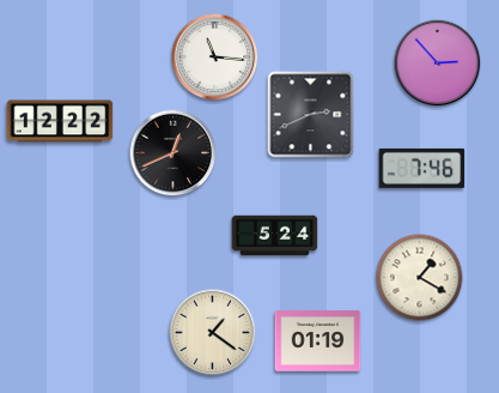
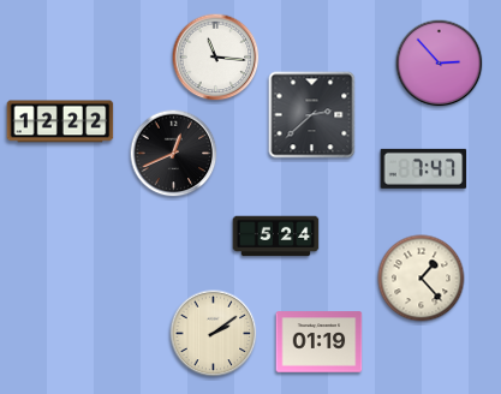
clock at (311, 115): 2:41 -> 2:38
clock at (422, 168): 7:46 -> 7:47
clock at (420, 278): 1:20 -> 1:23
clock at (213, 333): 1:21 -> 2:09
